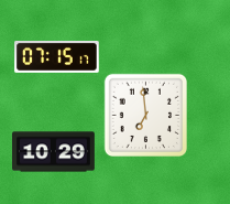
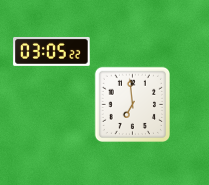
clock at (57, 57): 07:15 -> 03:05
clock at (54, 152): 10:29 -> none
